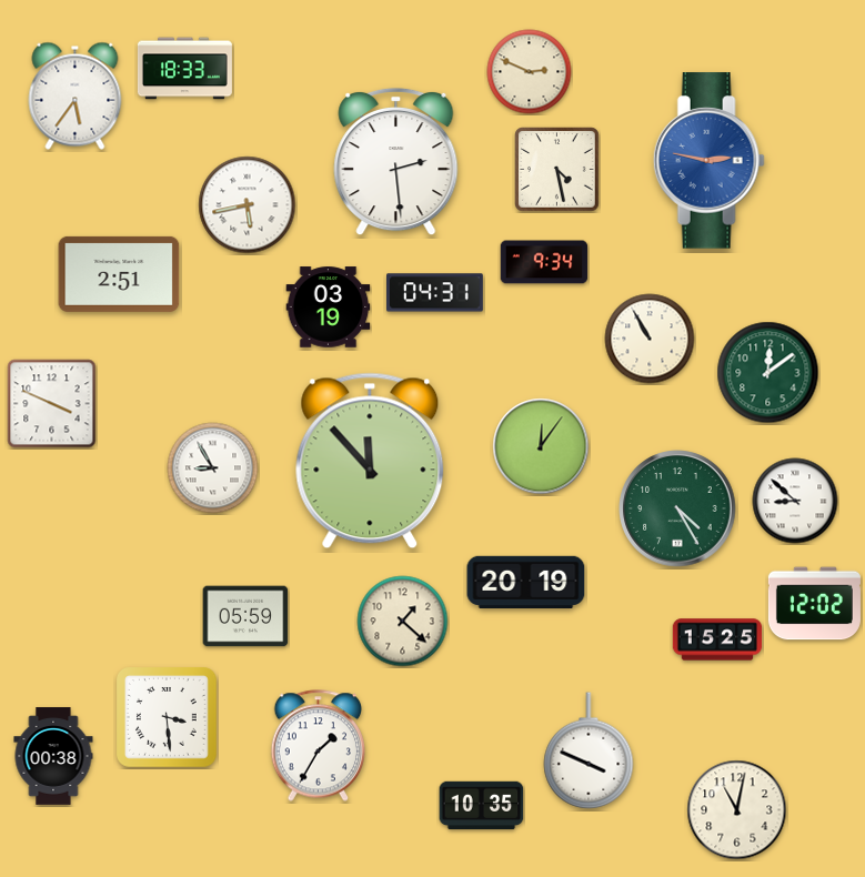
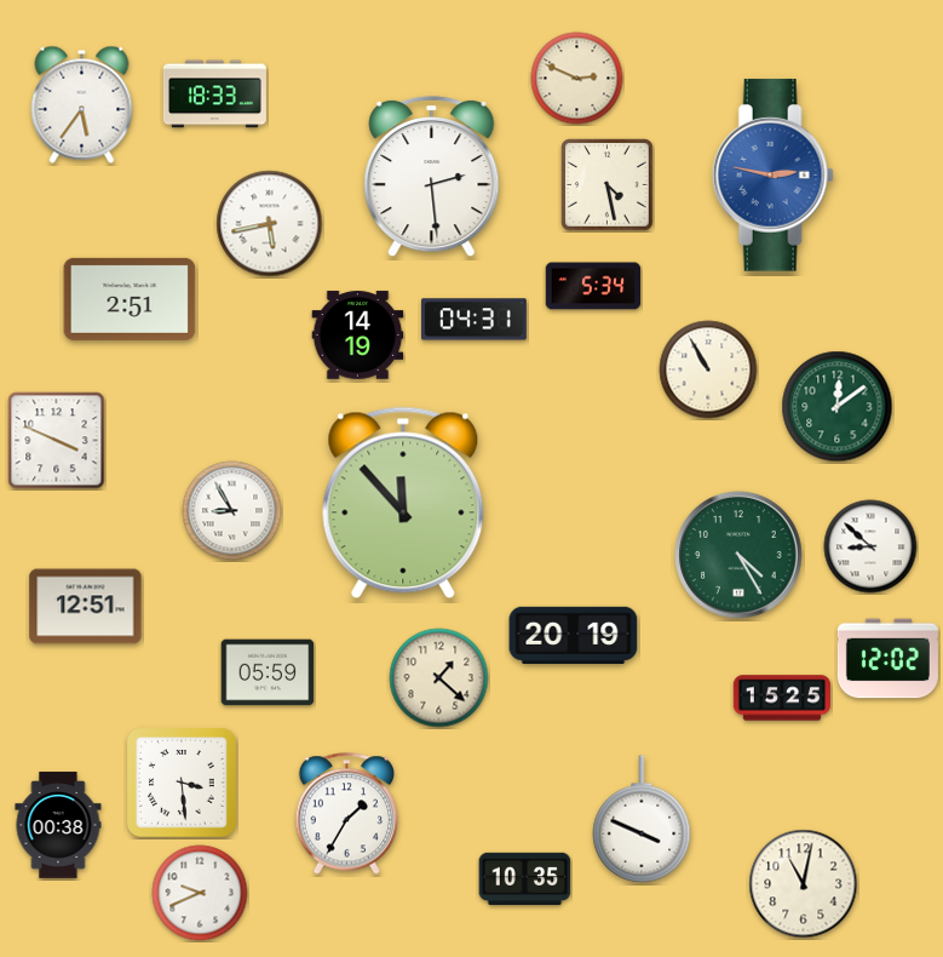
clock at (184, 69) position: (184, 69) -> (214, 94)
clock at (544, 262): 9:34 -> 5:34
clock at (329, 308): 03:19 -> 14:19
clock at (541, 446): 12:06 -> none
clock at (795, 501) position: (795, 501) -> (870, 546)
clock at (86, 607): none -> 12:51
clock at (200, 893): none -> 9:41
